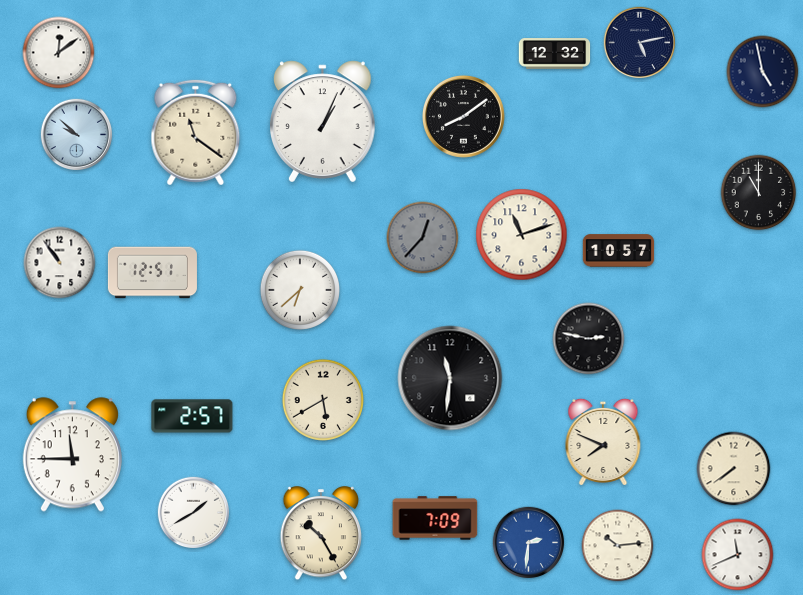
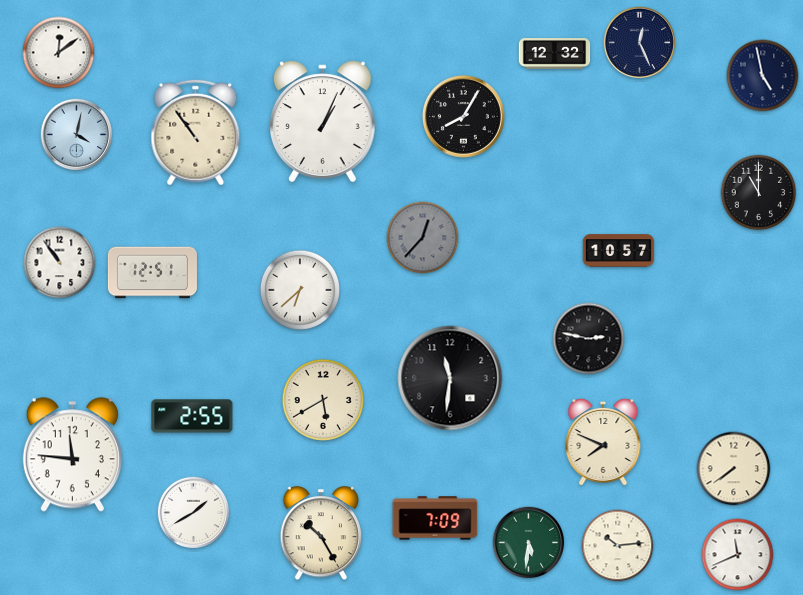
clock at (640, 43): 5:13 -> 12:26
clock at (763, 72) position: (763, 72) -> (763, 76)
clock at (464, 117): 8:09 -> 8:05
clock at (196, 133): 11:21 -> 10:54
clock at (77, 135): 9:52 -> 4:02
clock at (522, 235): 11:12 -> none
clock at (192, 416): 2:57 -> 2:55
clock at (72, 455): 11:45 -> 11:46
clock at (529, 543): 2:31 -> 5:31
clock at (529, 543) dial: blue -> green
